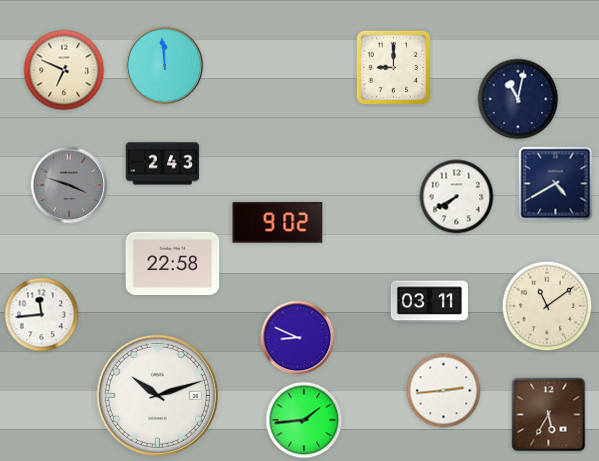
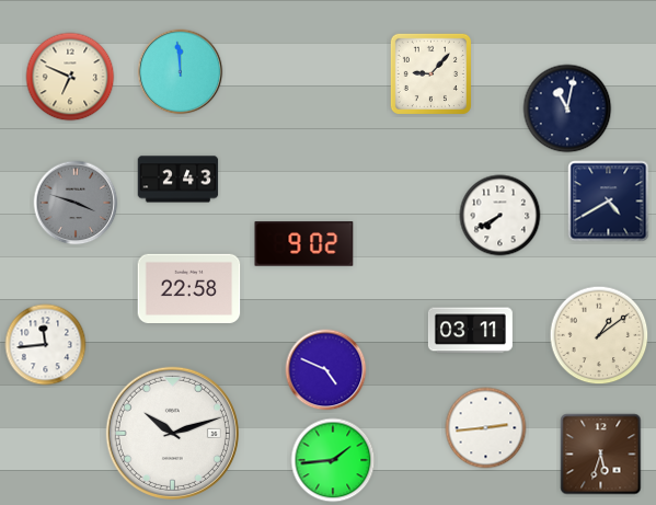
clock at (393, 67): 9:00 -> 9:07
clock at (547, 306): 11:09 -> 1:09
clock at (298, 338): 8:49 -> 4:49
clock at (549, 415): 5:35 -> 5:33
